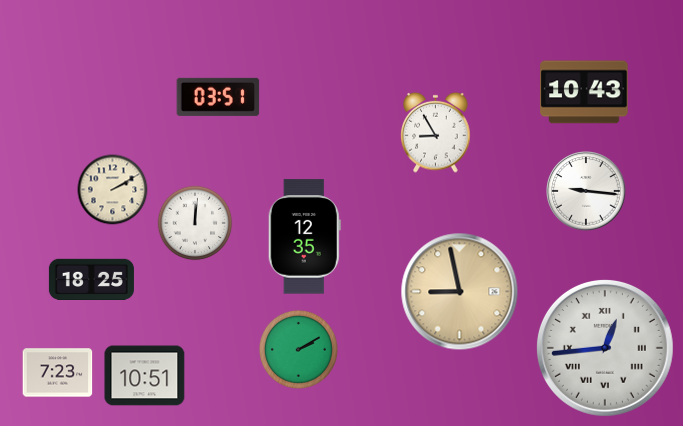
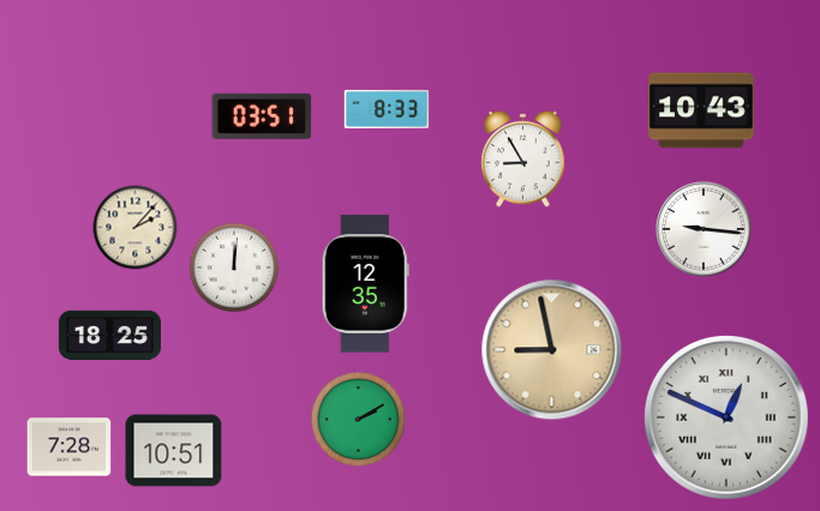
clock at (387, 109): none -> 8:33
clock at (113, 190): 2:10 -> 2:07
clock at (605, 348): 12:44 -> 12:49
clock at (58, 373): 7:23 -> 7:28
